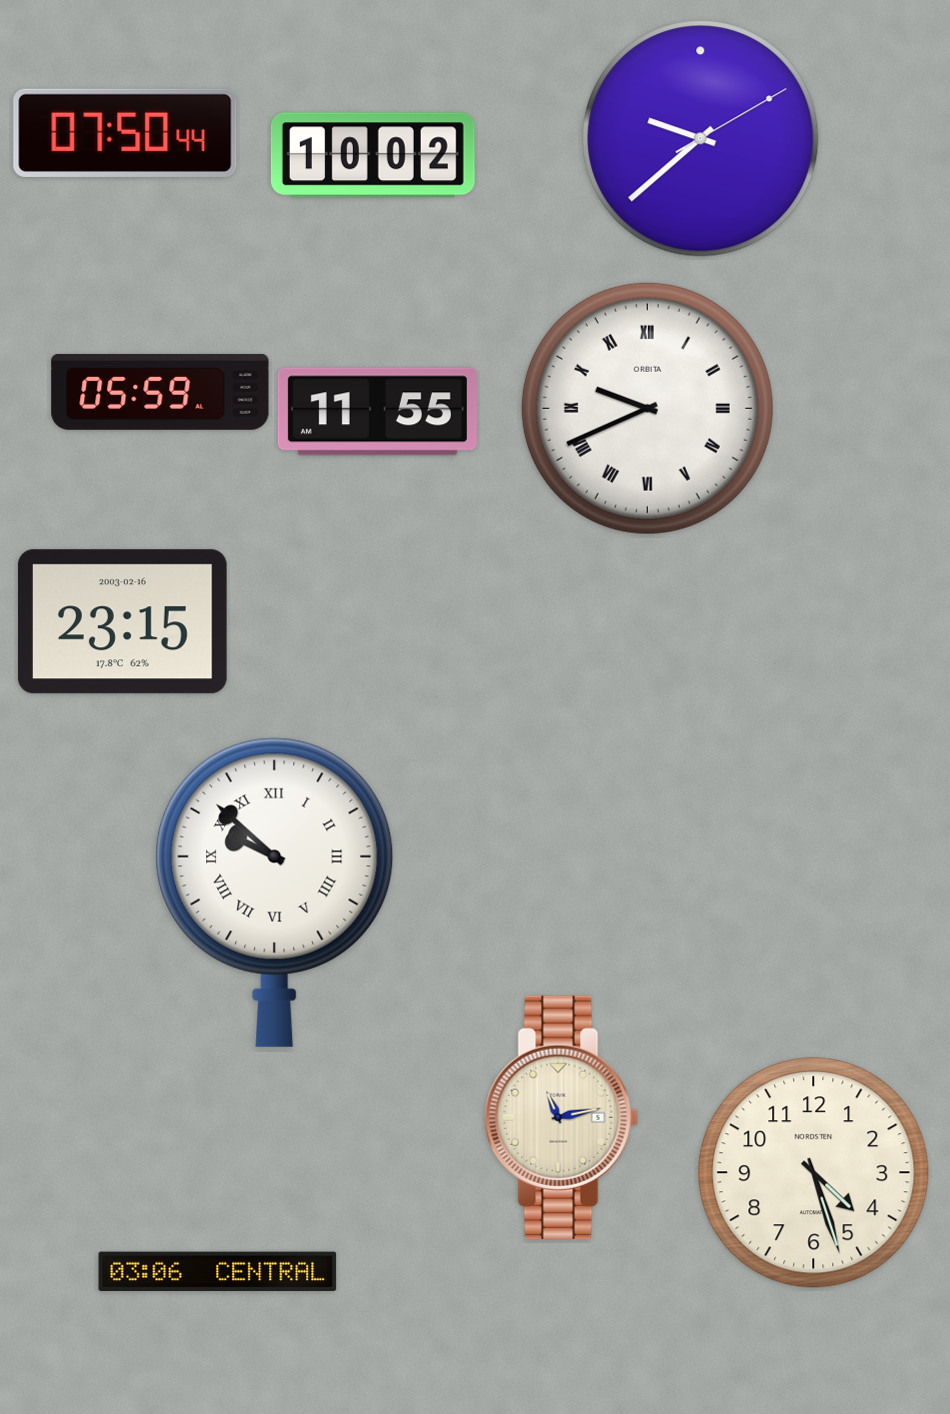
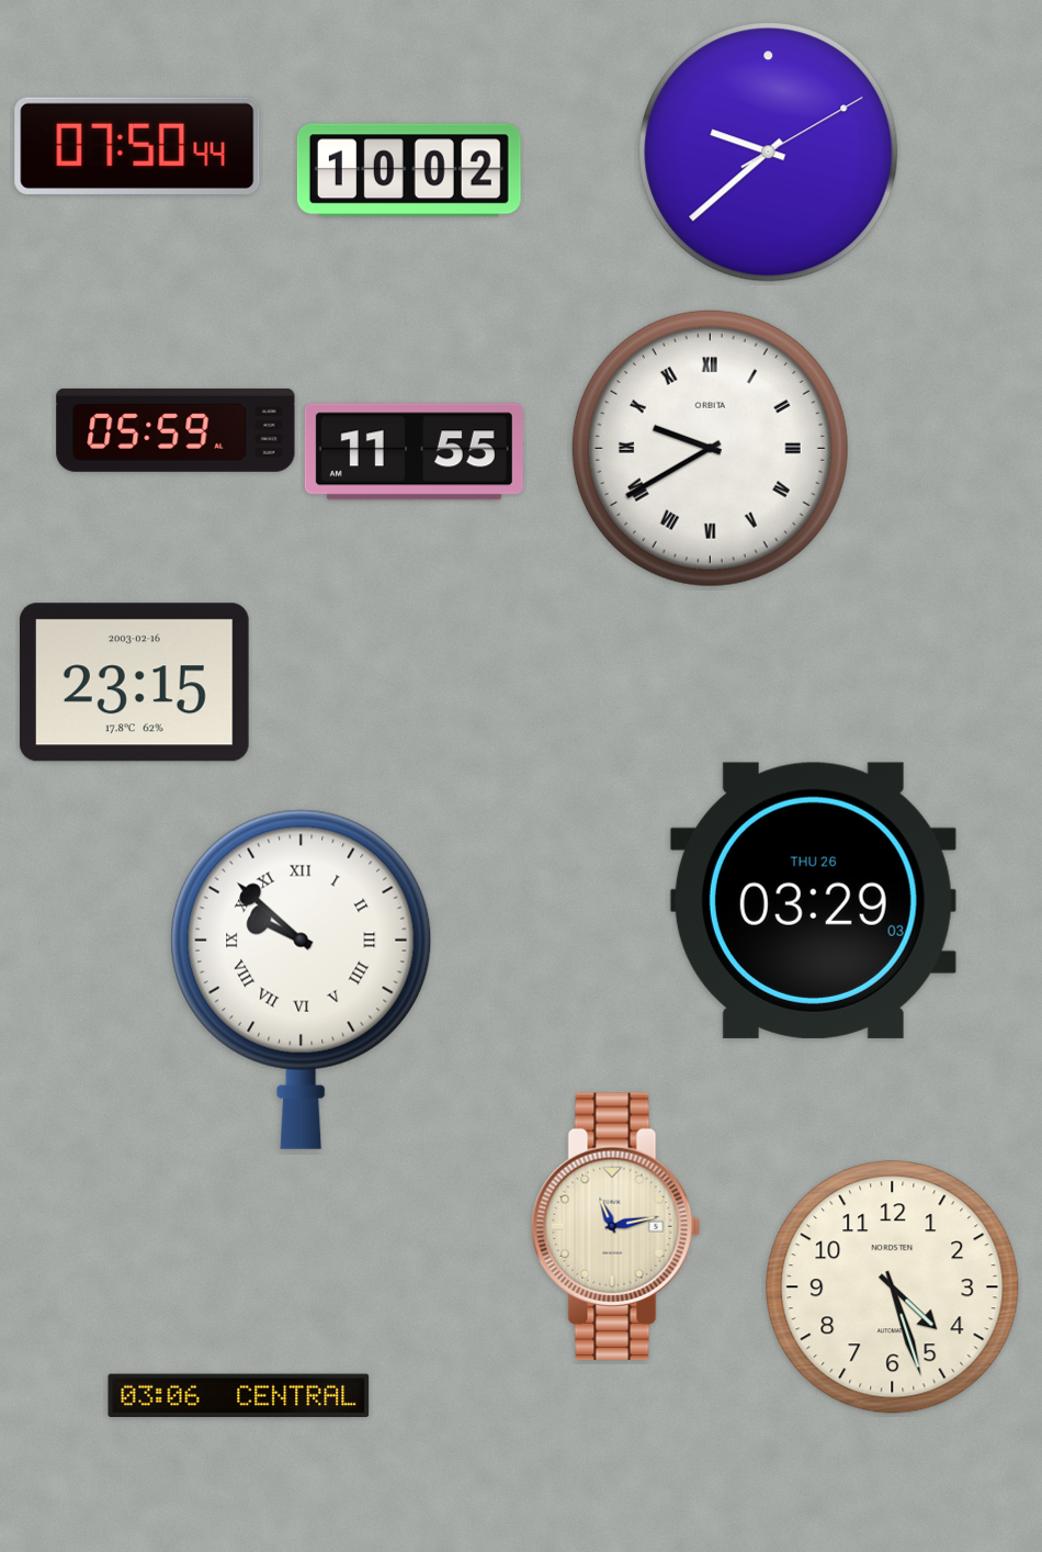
clock at (647, 408): 9:41 -> 9:40
clock at (813, 900): none -> 03:29
